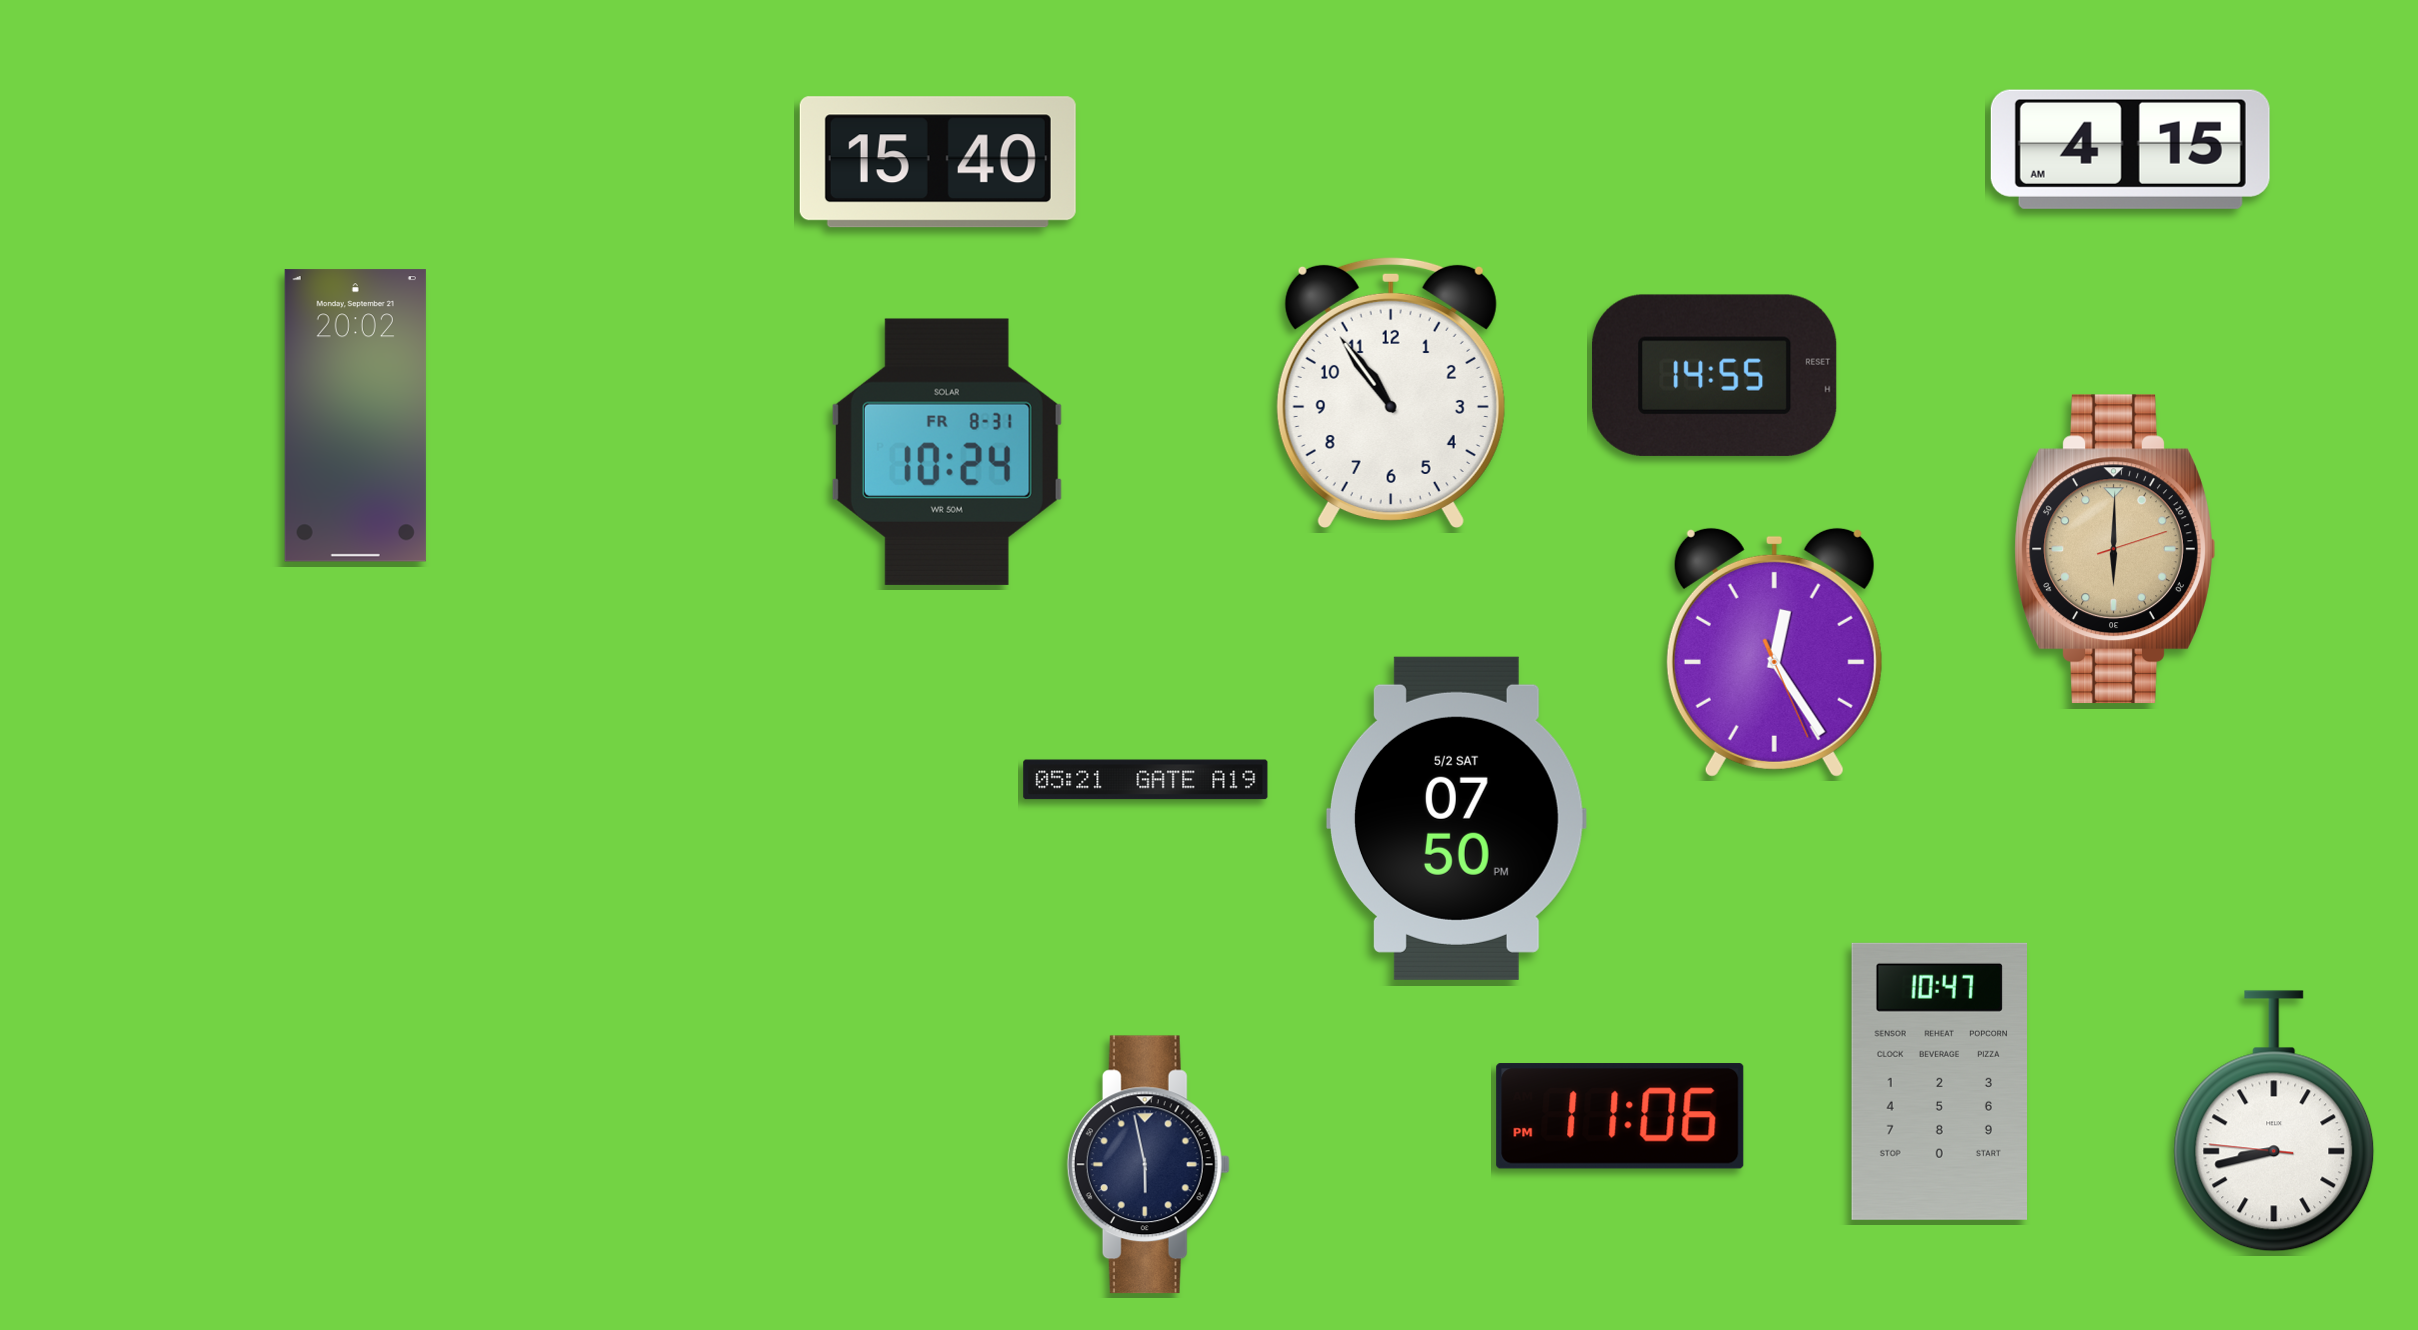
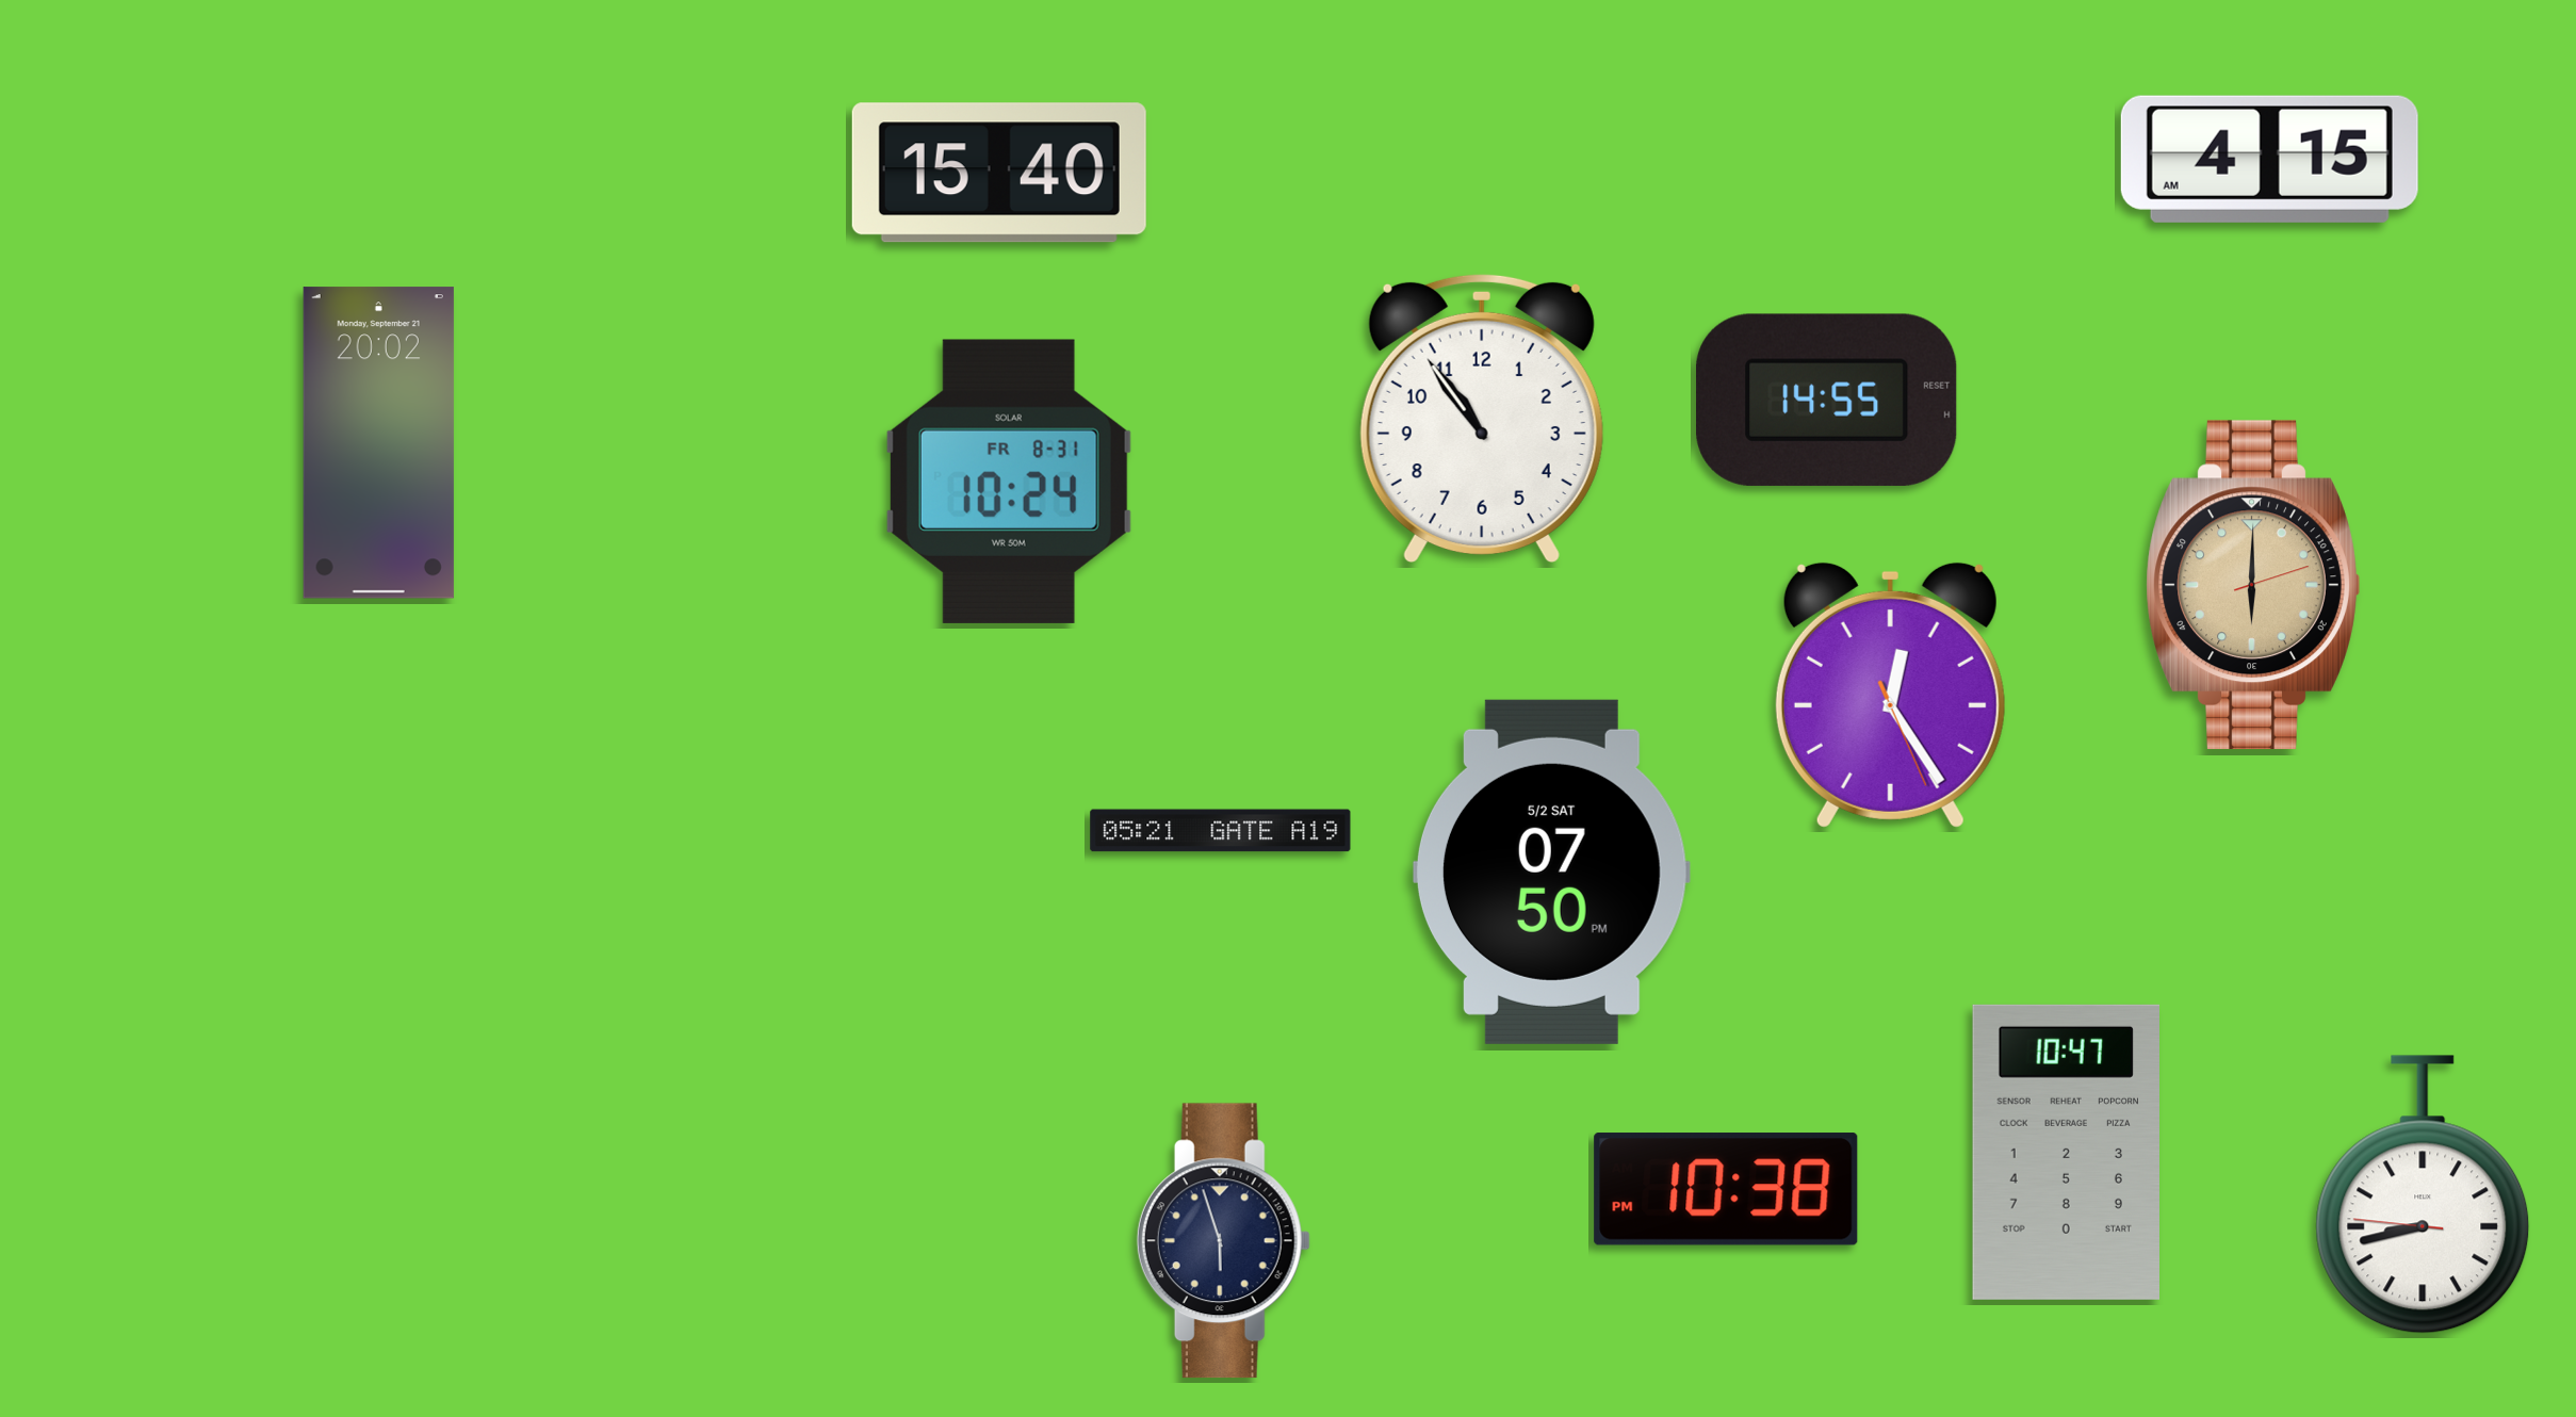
clock at (1620, 1116): 11:06 -> 10:38
clock at (1148, 1165): 5:58 -> 5:57
